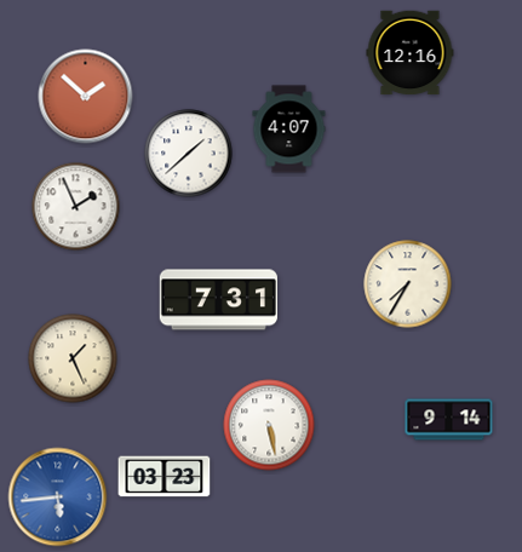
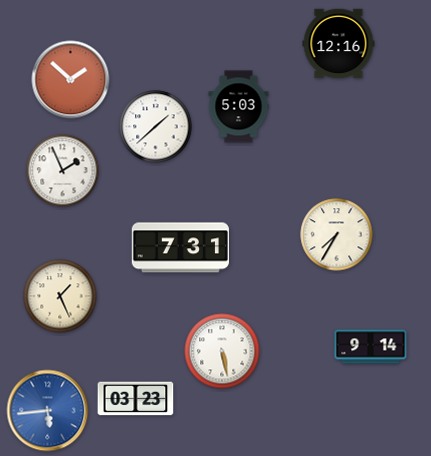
clock at (289, 130): 4:07 -> 5:03
clock at (165, 477) position: (165, 477) -> (136, 399)
